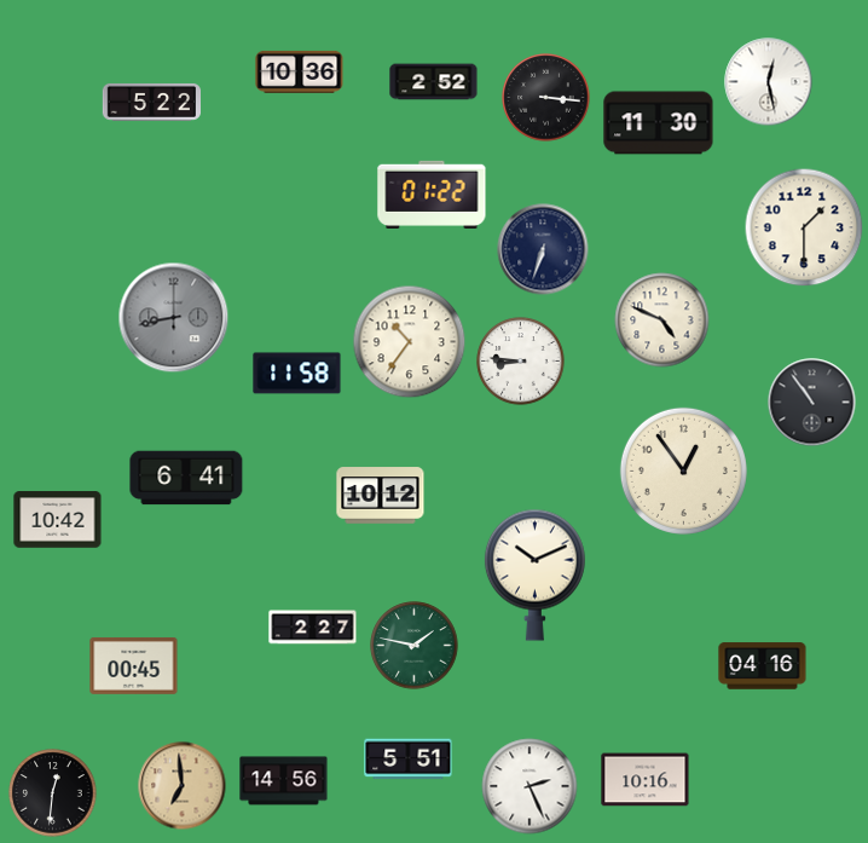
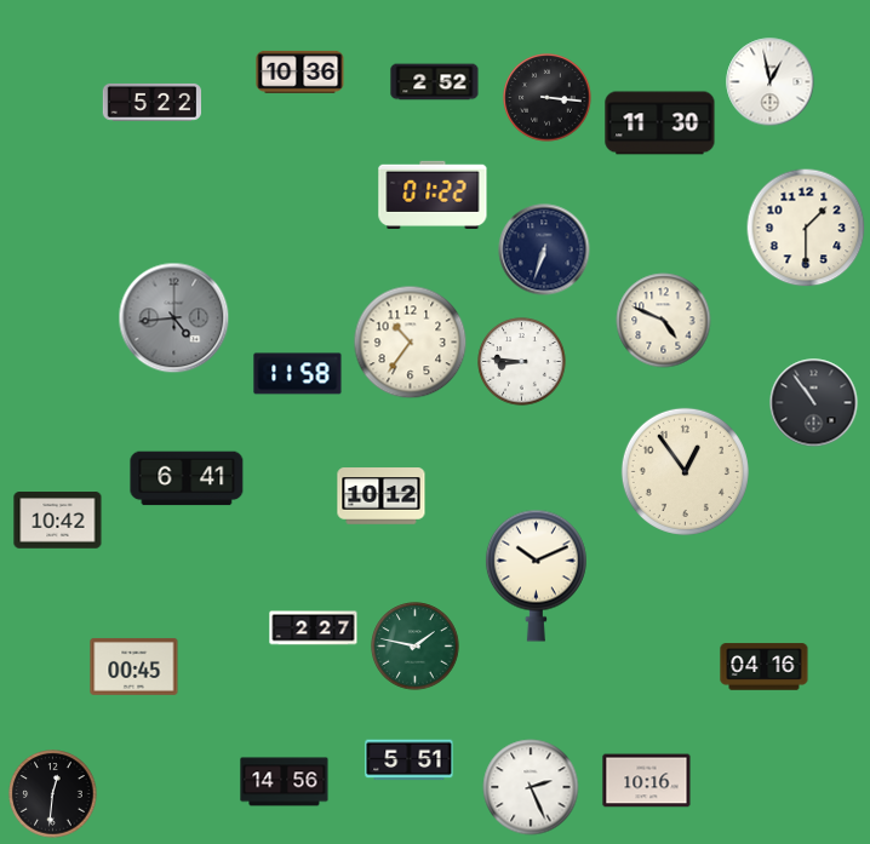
clock at (769, 82): 12:28 -> 12:58
clock at (174, 318): 8:43 -> 4:44
clock at (183, 786): 6:59 -> none
